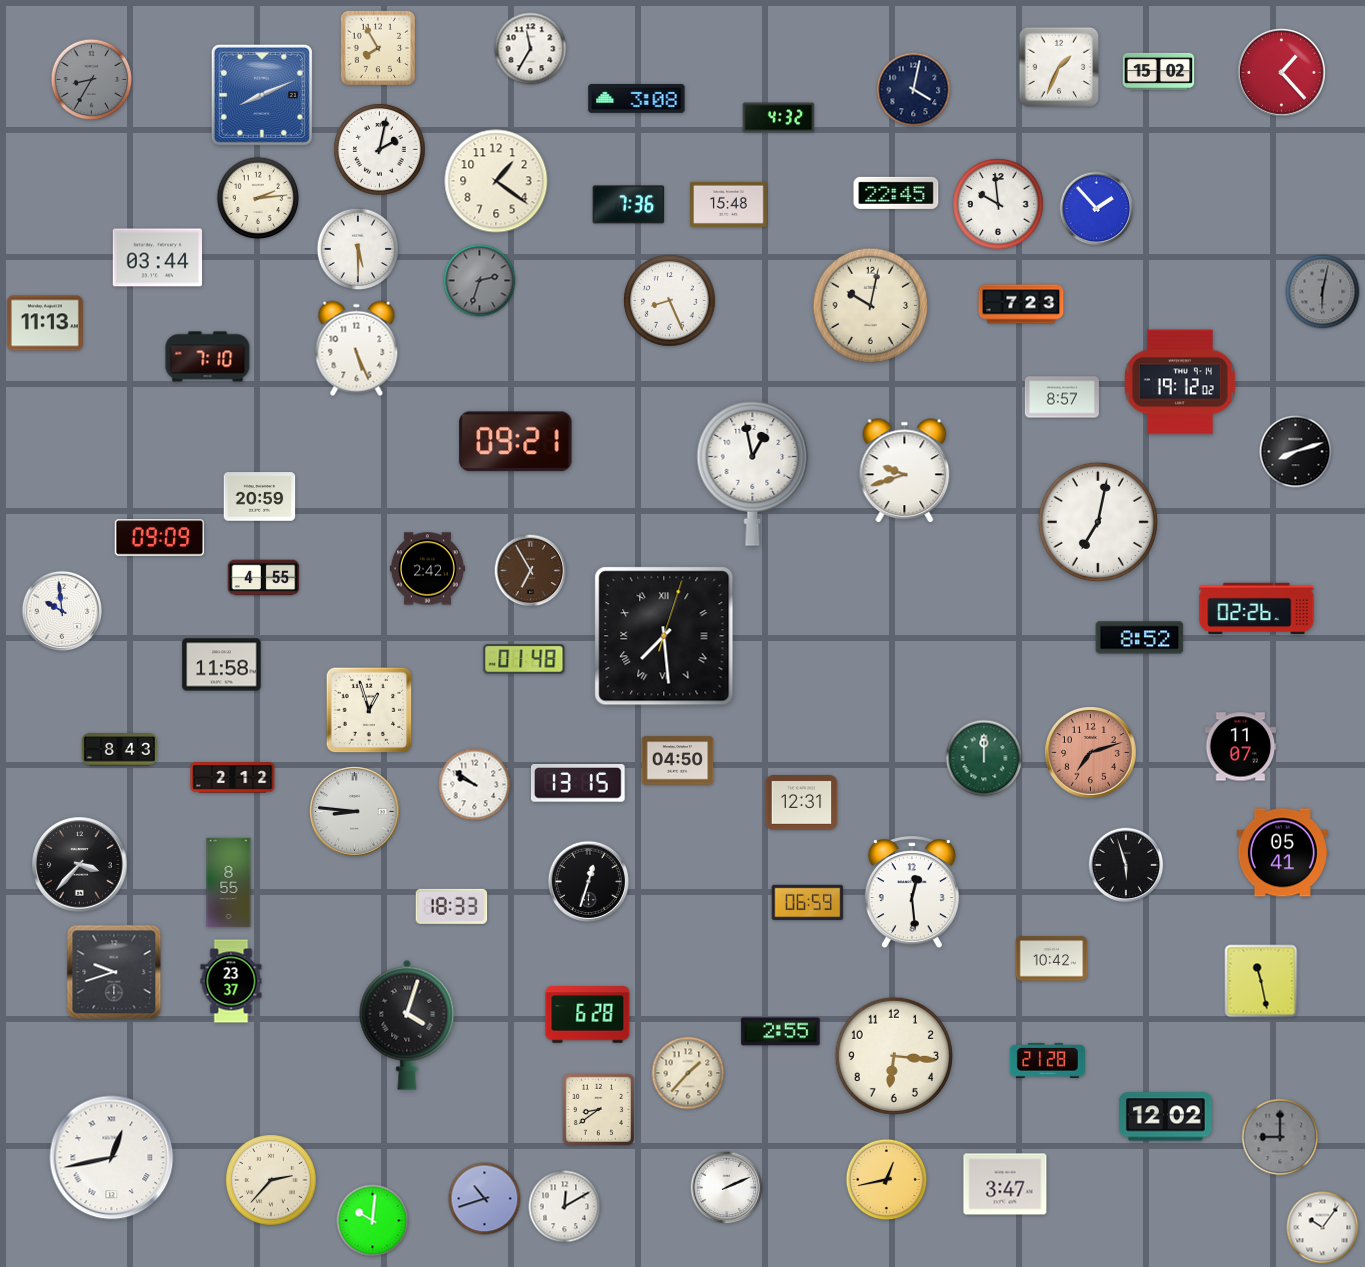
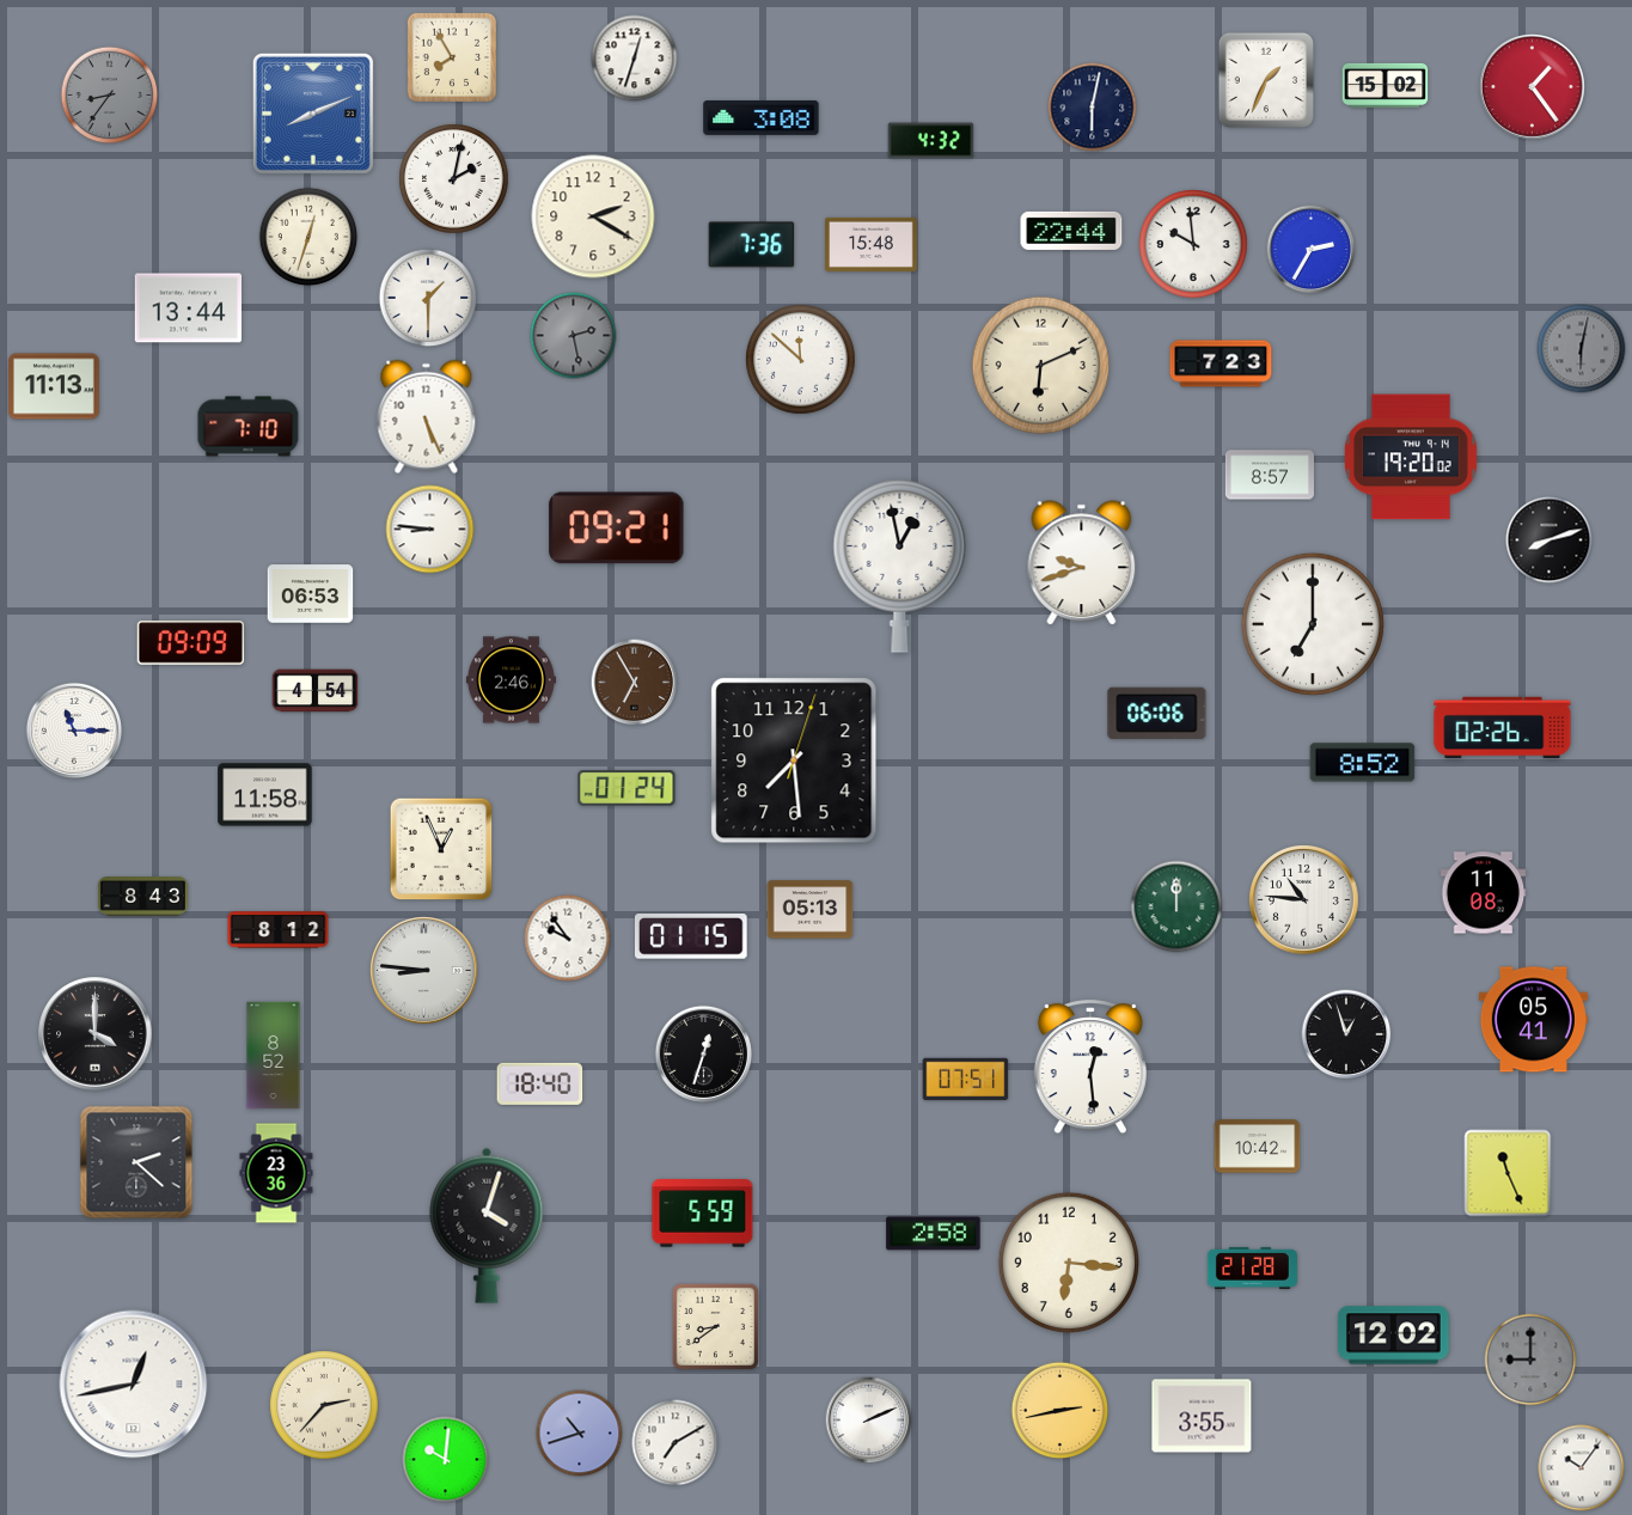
clock at (531, 49): 11:35 -> 12:33
clock at (1281, 72): 1:23 -> 1:24
clock at (92, 80): 8:35 -> 8:36
clock at (914, 90): 4:02 -> 6:02
clock at (496, 181): 1:21 -> 2:20
clock at (896, 193): 22:45 -> 22:44
clock at (258, 198): 2:14 -> 12:33
clock at (1097, 209): 1:53 -> 2:35
clock at (358, 249): 5:30 -> 1:30
clock at (158, 258): 03:44 -> 13:44
clock at (480, 281): 2:33 -> 2:28
clock at (670, 301): 8:26 -> 11:52
clock at (871, 306): 10:02 -> 6:11
clock at (1180, 382): 19:12 -> 19:20
clock at (430, 530): none -> 8:46
clock at (260, 497): 20:59 -> 06:53
clock at (1098, 522): 7:02 -> 7:00
clock at (427, 569): 2:42 -> 2:46
clock at (264, 578): 4:55 -> 4:54
clock at (1157, 713): none -> 06:06
clock at (61, 610): 9:59 -> 11:15
clock at (664, 636) numerals: Roman -> Arabic
clock at (524, 659): 01:48 -> 01:24
clock at (369, 710): 12:57 -> 12:56
clock at (1241, 747): 11:07 -> 11:08
clock at (1091, 753): 7:12 -> 10:46
clock at (1091, 753) dial: salmon -> white
clock at (678, 761): 04:50 -> 05:13
clock at (233, 778): 2:12 -> 8:12
clock at (579, 784): 13:15 -> 01:15
clock at (475, 785): 9:51 -> 9:54
clock at (802, 803): 12:31 -> none
clock at (80, 865): 3:37 -> 4:00
clock at (1126, 865): 5:57 -> 12:57
clock at (229, 883): 8:55 -> 8:52
clock at (808, 903): 06:59 -> 07:51
clock at (452, 906): 18:33 -> 18:40
clock at (114, 972): 9:42 -> 2:22
clock at (231, 981): 23:37 -> 23:36
clock at (1261, 981): 11:28 -> 11:26
clock at (588, 1015): 6:28 -> 5:59
clock at (781, 1032): 2:55 -> 2:58
clock at (688, 1073): 1:37 -> none
clock at (271, 1180) position: (271, 1180) -> (324, 1405)
clock at (887, 1180): 12:43 -> 2:43
clock at (1005, 1184): 3:47 -> 3:55
clock at (565, 1207): 12:10 -> 7:10
